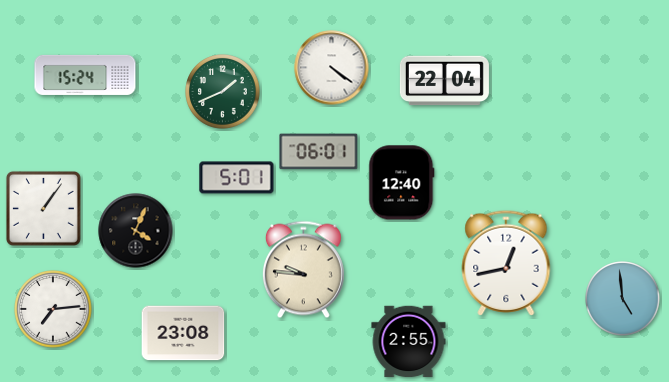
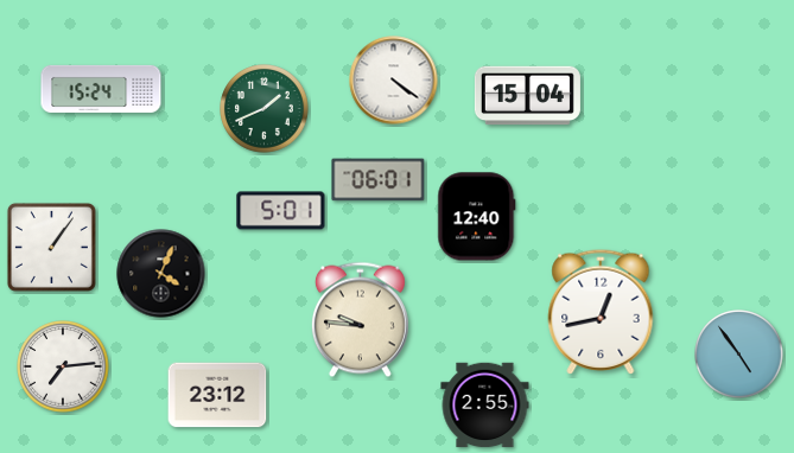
clock at (444, 81): 22:04 -> 15:04
clock at (623, 299): 4:59 -> 4:54
clock at (183, 333): 23:08 -> 23:12
